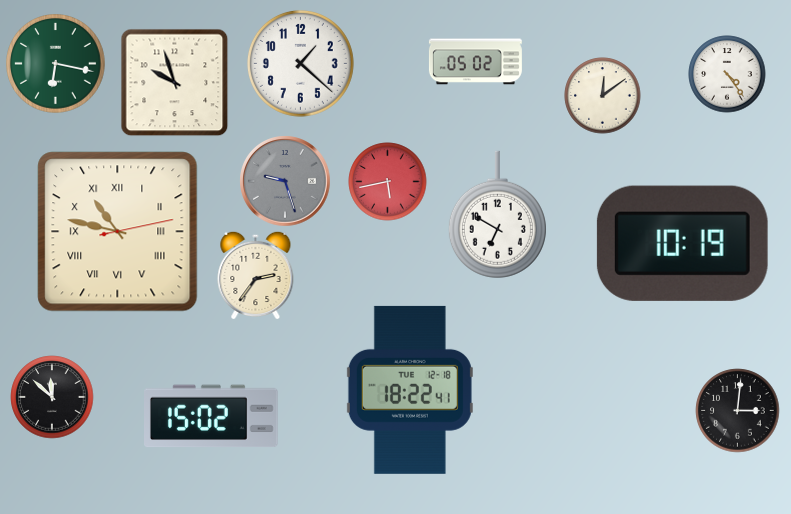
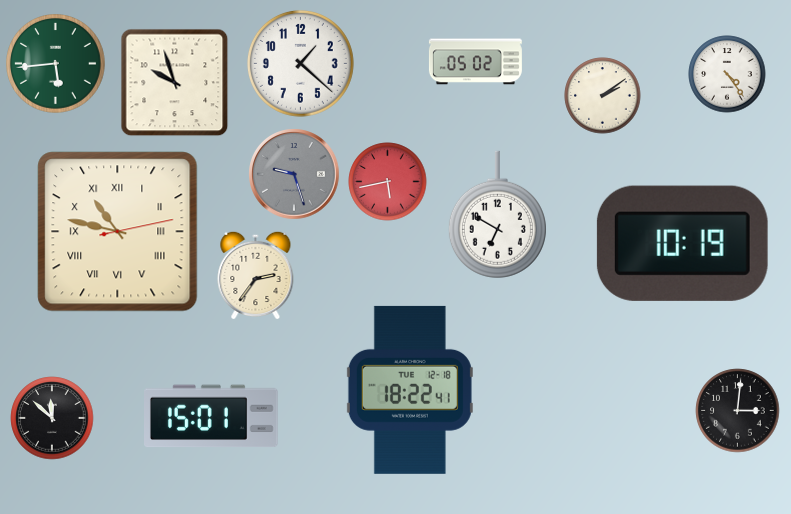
clock at (56, 64): 6:17 -> 5:44
clock at (603, 96): 12:09 -> 2:09
clock at (285, 181) position: (285, 181) -> (294, 174)
clock at (52, 397) position: (52, 397) -> (52, 418)
clock at (212, 416): 15:02 -> 15:01
